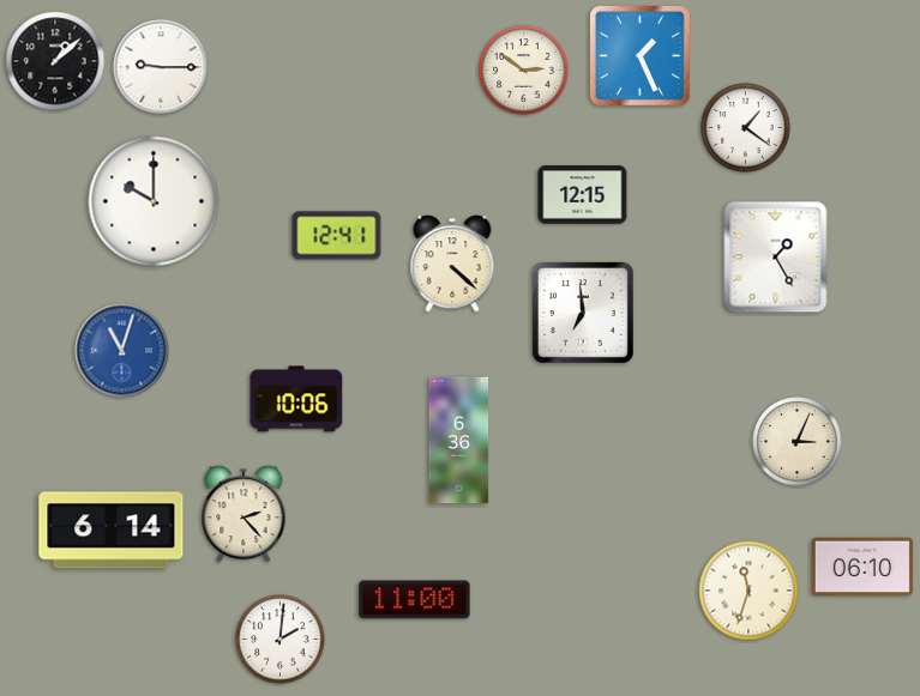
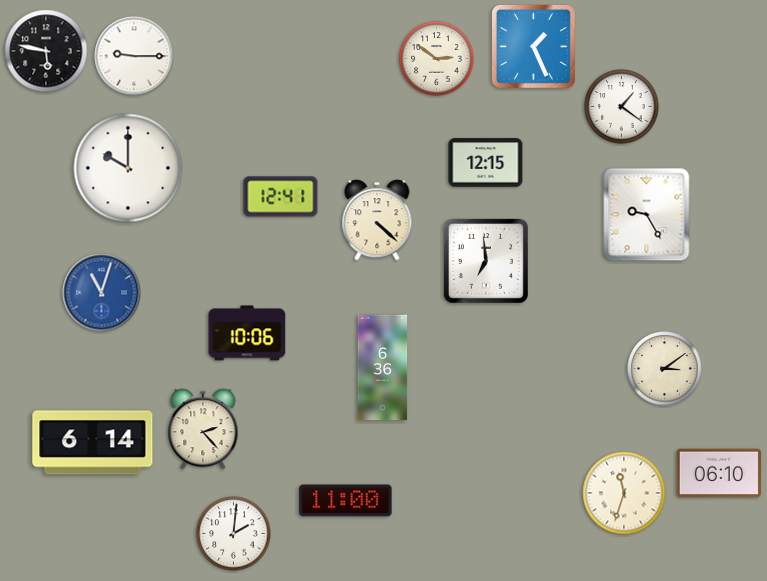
clock at (55, 61): 1:08 -> 5:47
clock at (776, 258): 1:25 -> 9:25
clock at (798, 442): 3:04 -> 3:09
